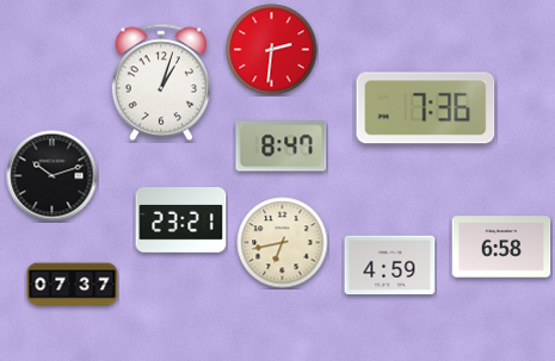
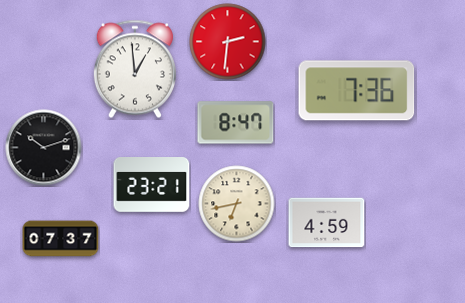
clock at (161, 82): 1:03 -> 12:59
clock at (501, 247): 6:58 -> none
